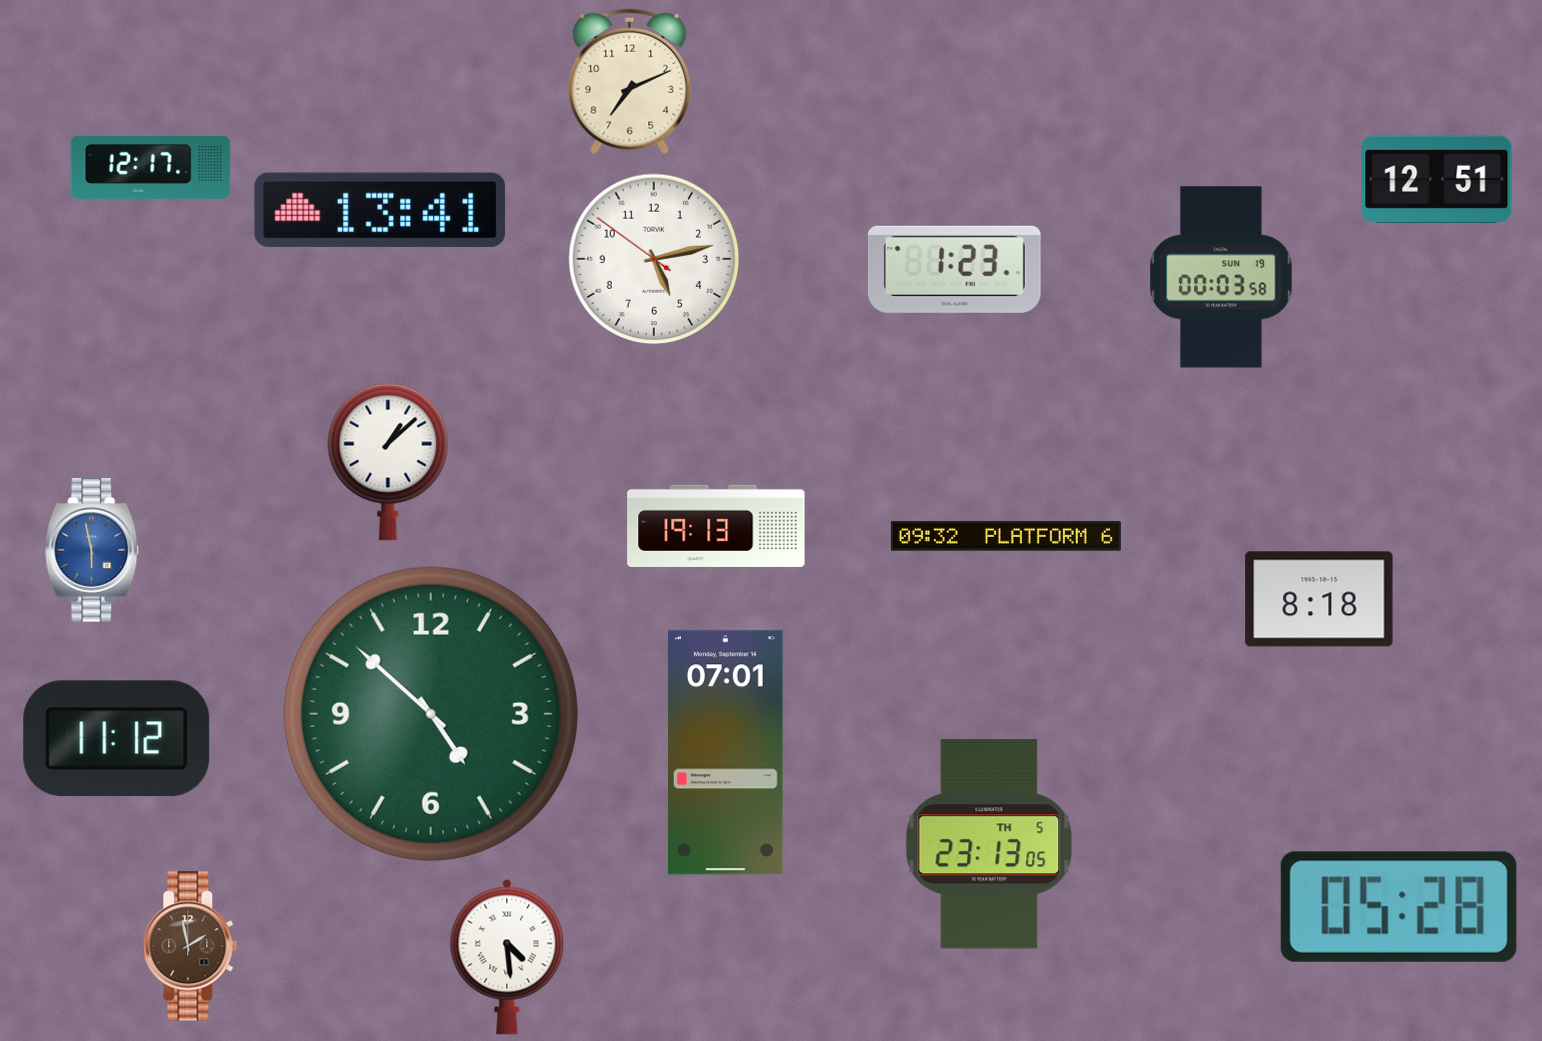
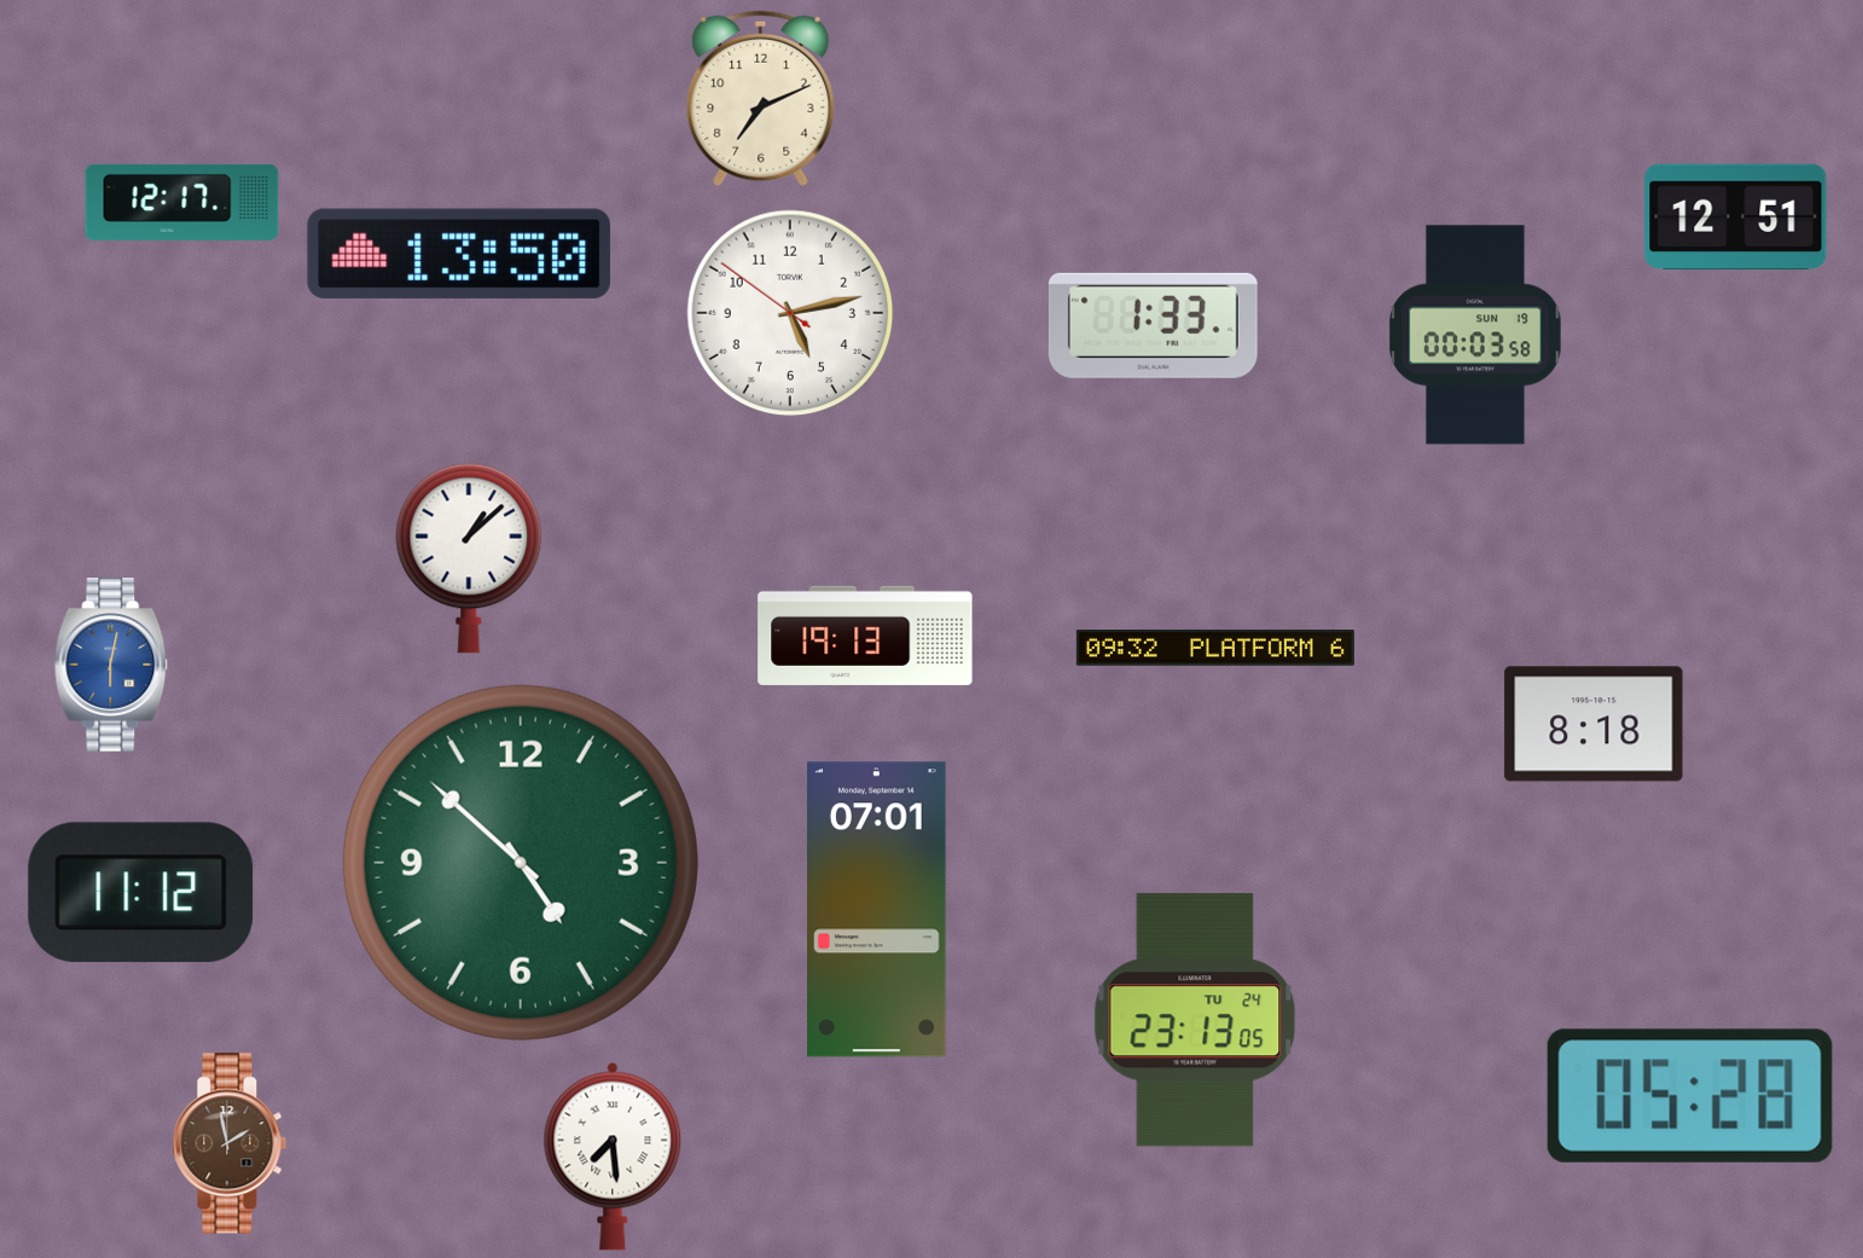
clock at (380, 210): 13:41 -> 13:50
clock at (954, 269): 1:23 -> 1:33
clock at (92, 550): 5:58 -> 6:02
clock at (989, 844) date: TH 5 -> TU 24
clock at (507, 957): 4:29 -> 7:29
